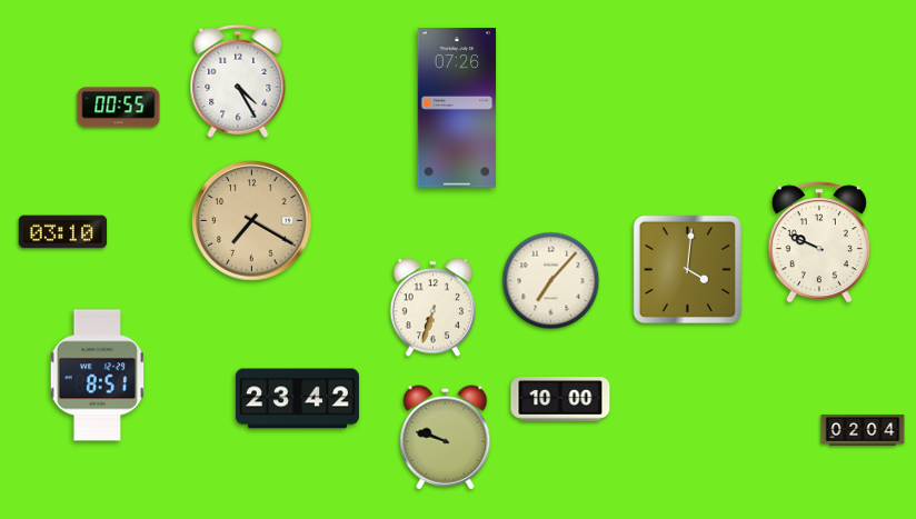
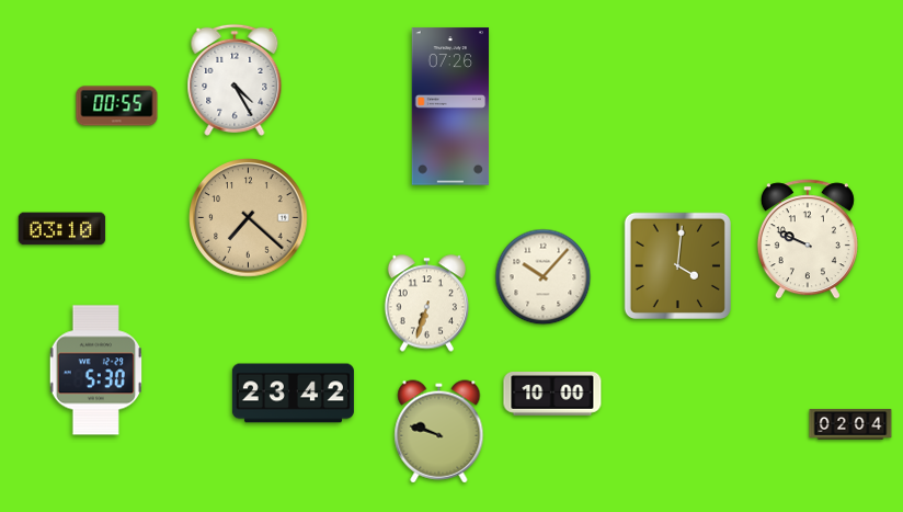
clock at (252, 221): 7:20 -> 7:22
clock at (551, 281): 7:07 -> 10:07
clock at (98, 376): 8:51 -> 5:30
